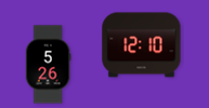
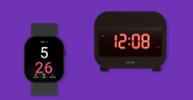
clock at (142, 45): 12:10 -> 12:08
